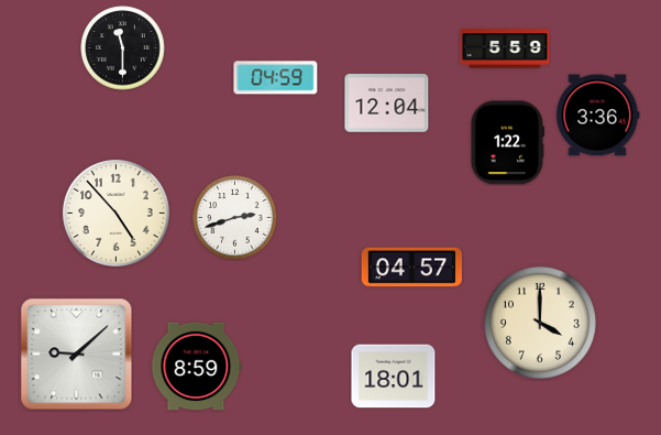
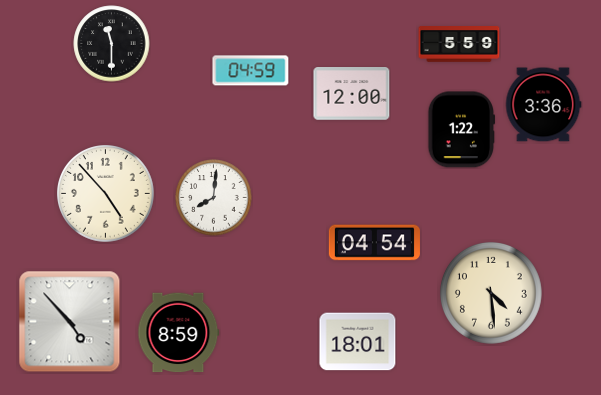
clock at (387, 104): 12:04 -> 12:00
clock at (235, 218): 2:42 -> 8:01
clock at (411, 268): 04:57 -> 04:54
clock at (540, 323): 4:00 -> 4:29
clock at (77, 355): 9:08 -> 4:53
